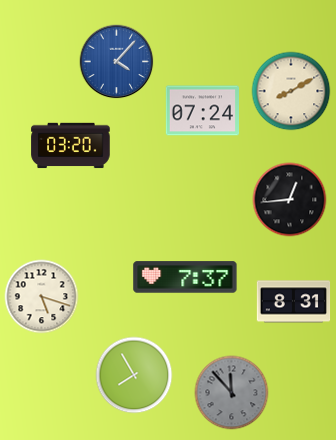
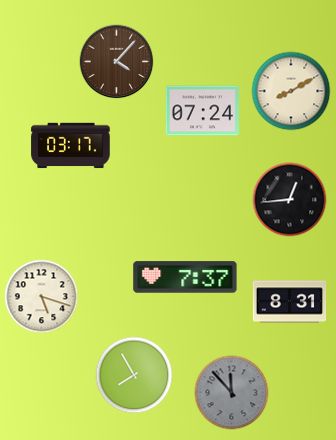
clock at (117, 62) dial: blue -> brown
clock at (71, 146): 03:20 -> 03:17
clock at (294, 302) position: (294, 302) -> (290, 302)
